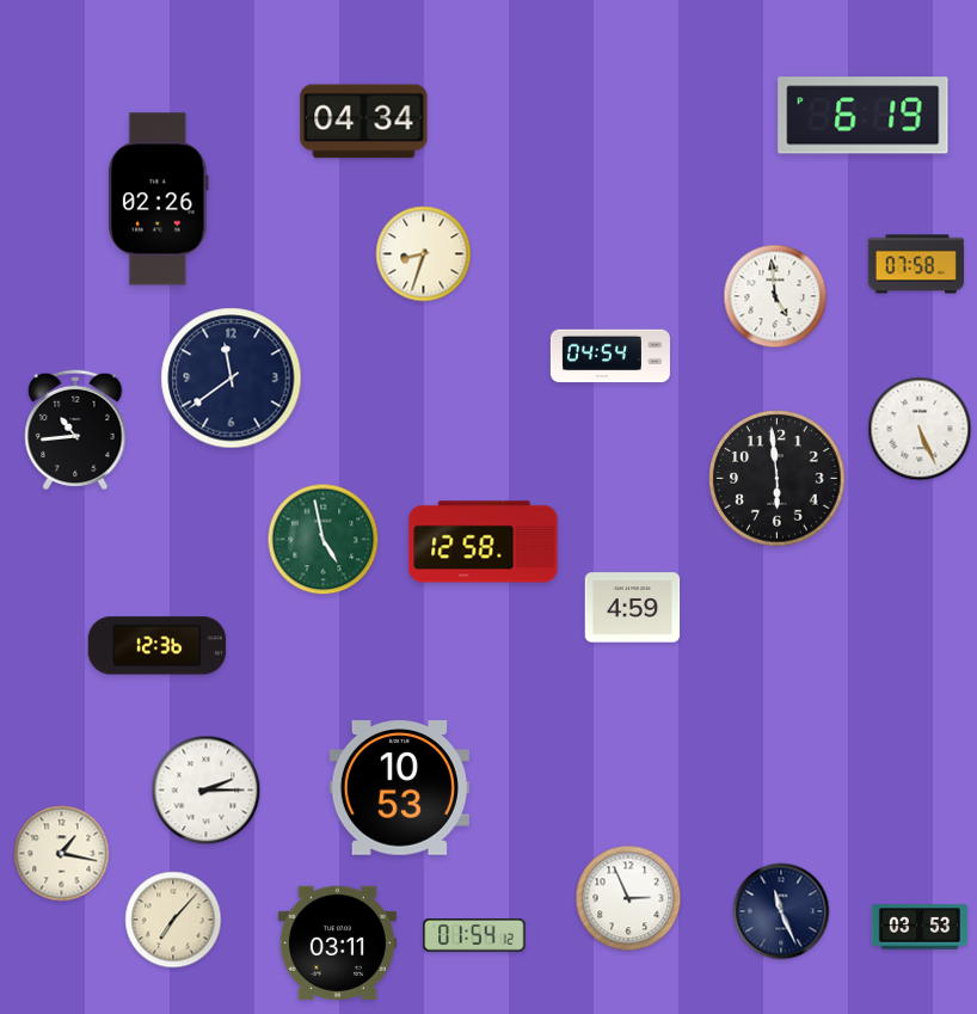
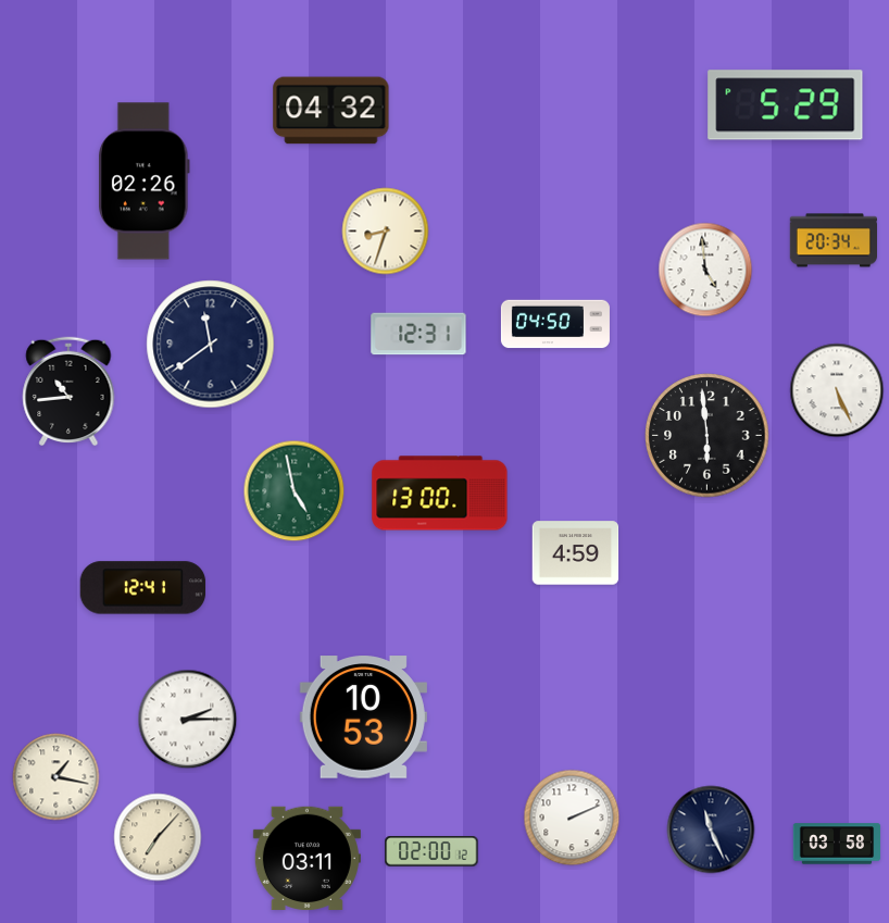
clock at (864, 116): 6:19 -> 5:29
clock at (364, 122): 04:34 -> 04:32
clock at (915, 264): 07:58 -> 20:34
clock at (610, 356): 04:54 -> 04:50
clock at (418, 334): none -> 12:31
clock at (484, 542): 12:58 -> 13:00
clock at (158, 646): 12:36 -> 12:41
clock at (628, 898): 2:56 -> 2:11
clock at (920, 927): 03:53 -> 03:58
clock at (474, 936): 01:54 -> 02:00
